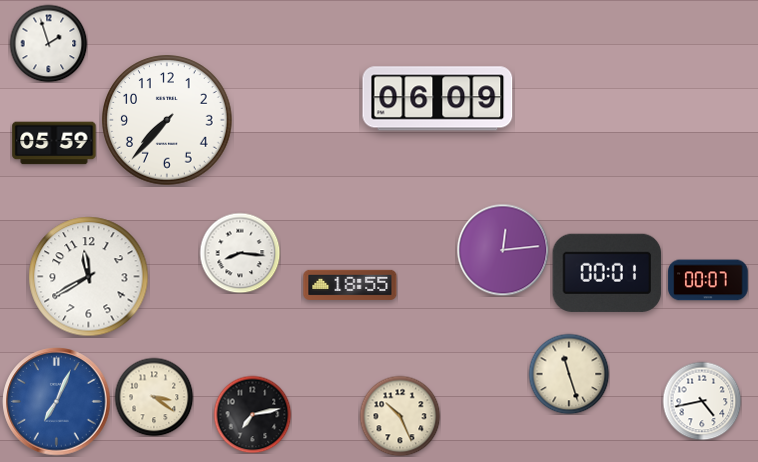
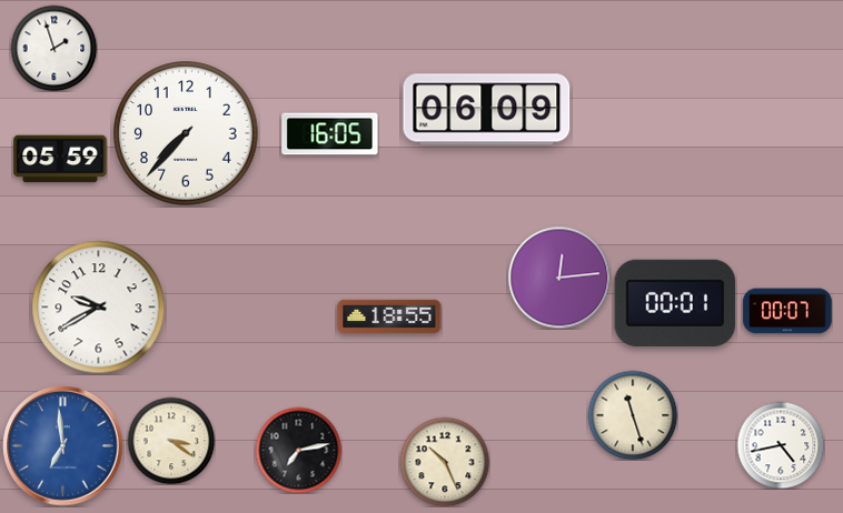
clock at (330, 134): none -> 16:05
clock at (240, 253): 8:16 -> none
clock at (89, 277): 11:40 -> 9:40
clock at (57, 402): 7:04 -> 6:59
clock at (252, 414) position: (252, 414) -> (298, 450)
